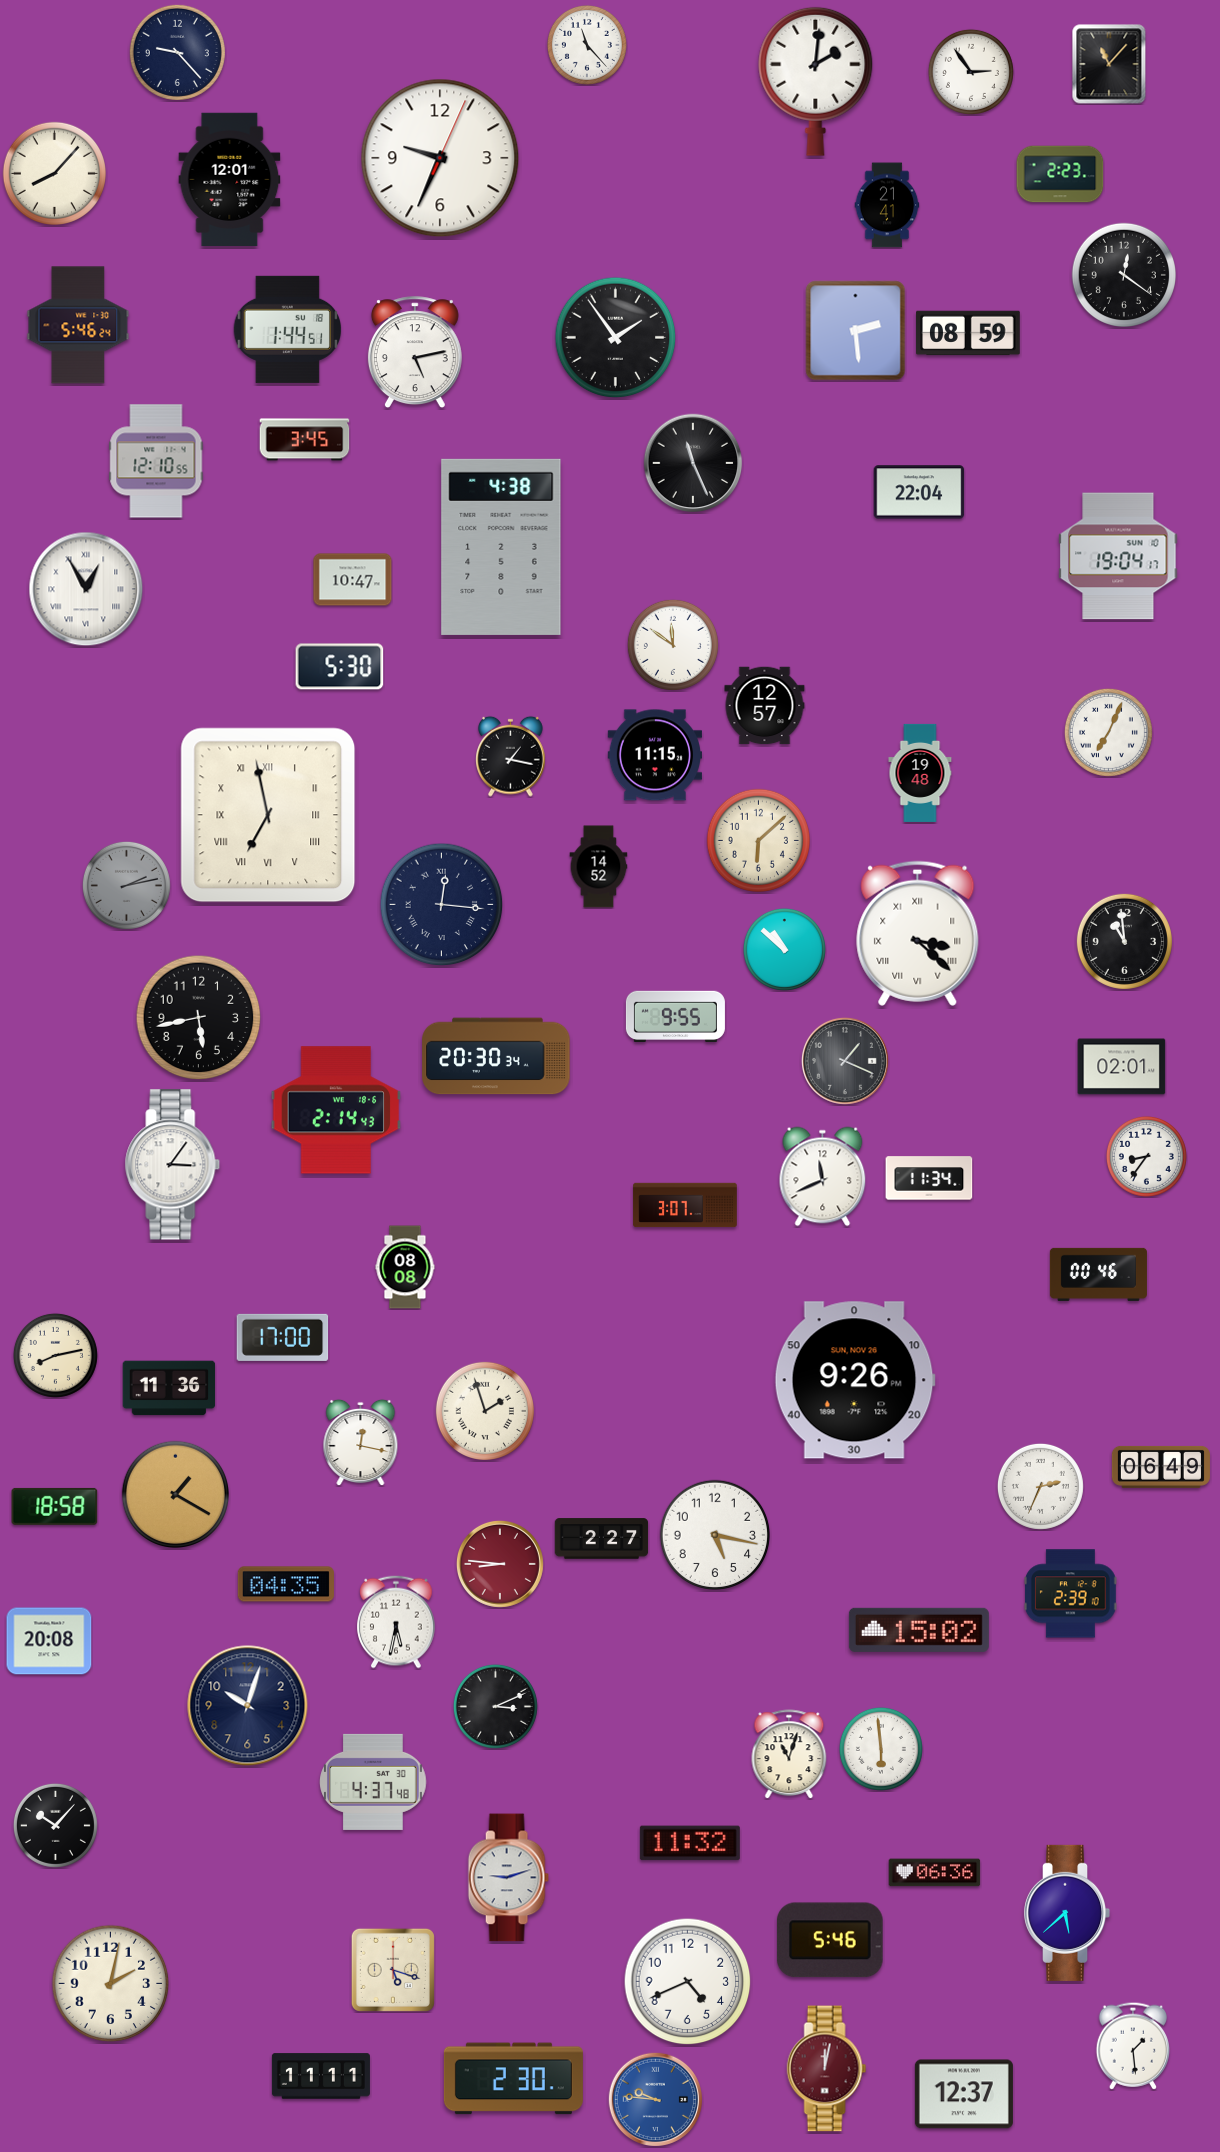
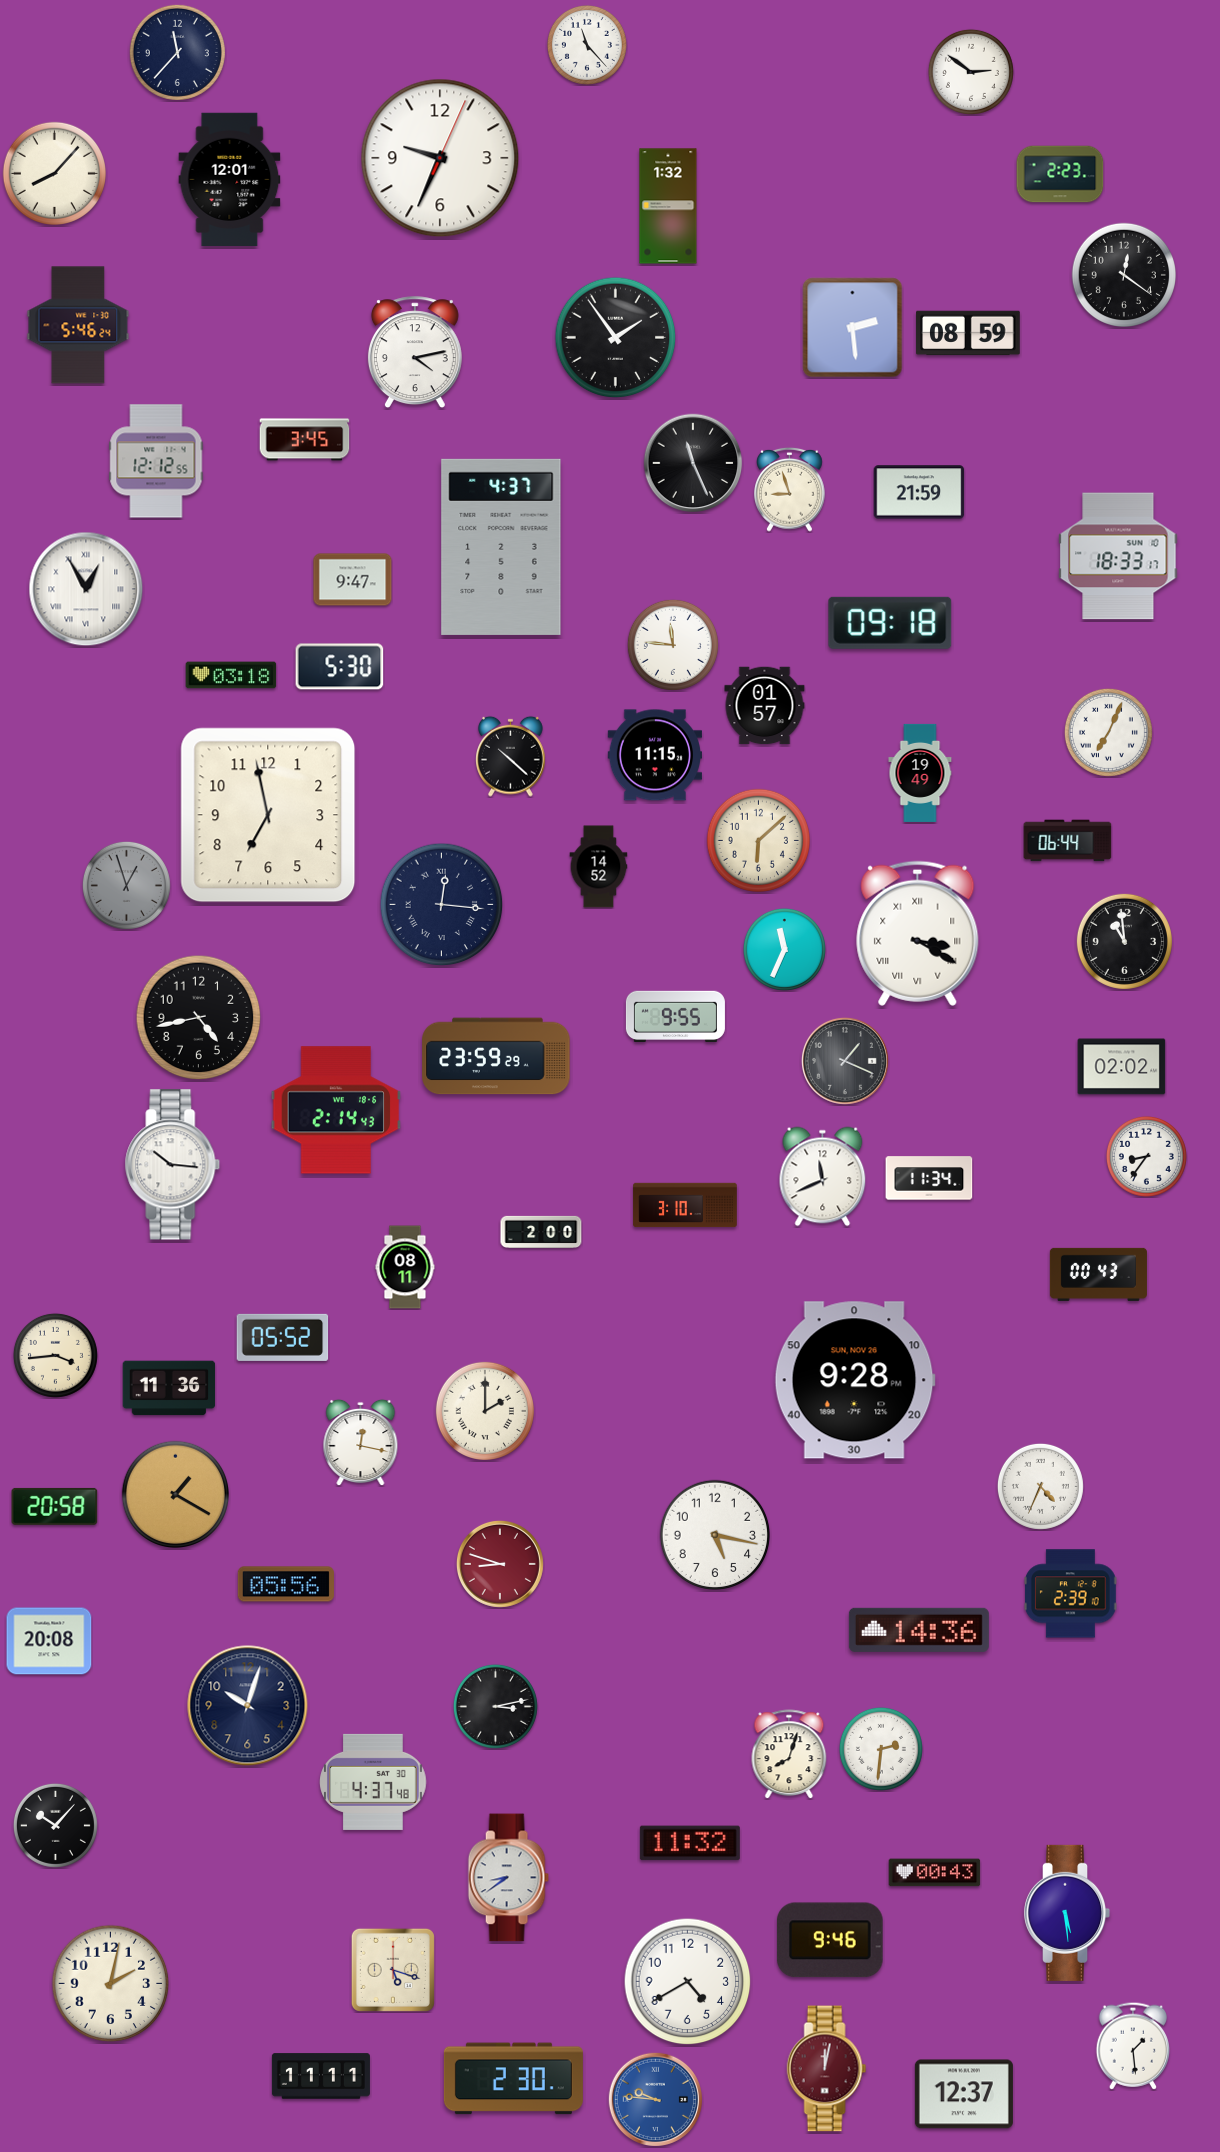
clock at (177, 52): 9:23 -> 11:37
clock at (1109, 64): 11:07 -> none
clock at (971, 72): 2:54 -> 2:51
clock at (816, 81): 2:01 -> none
clock at (887, 205): 21:41 -> none
clock at (668, 206): none -> 1:32
clock at (288, 329): 1:44 -> none
clock at (856, 331) position: (856, 331) -> (853, 328)
clock at (415, 353): 5:13 -> 4:13
clock at (156, 461): 12:10 -> 12:12
clock at (790, 489): none -> 8:57
clock at (919, 492): 22:04 -> 21:59
clock at (501, 547): 4:38 -> 4:37
clock at (1118, 556): 19:04 -> 18:33
clock at (353, 580): 10:47 -> 9:47
clock at (890, 623): none -> 09:18
clock at (673, 645): 11:51 -> 11:46
clock at (231, 675): none -> 03:18
clock at (765, 706): 12:57 -> 01:57
clock at (511, 756): 1:17 -> 10:22
clock at (920, 773): 19:48 -> 19:49
clock at (268, 815) numerals: Roman -> Arabic
clock at (1068, 841): none -> 06:44
clock at (126, 885): 2:13 -> 12:57
clock at (918, 933): 3:22 -> 3:20
clock at (784, 949): 10:52 -> 11:34
clock at (199, 1018): 5:43 -> 4:43
clock at (496, 1056): 20:30 -> 23:59
clock at (1122, 1067): 02:01 -> 02:02
clock at (173, 1165): 3:06 -> 10:16
clock at (685, 1205): 3:07 -> 3:10
clock at (541, 1232): none -> 2:00
clock at (405, 1267): 08:08 -> 08:11
clock at (1098, 1274): 00:46 -> 00:43
clock at (283, 1337): 17:00 -> 05:52
clock at (55, 1355): 8:13 -> 3:44
clock at (855, 1380): 9:26 -> 9:28
clock at (485, 1411): 1:57 -> 2:00
clock at (1161, 1467): 06:49 -> none
clock at (1040, 1486): 2:34 -> 4:34
clock at (55, 1506): 18:58 -> 20:58
clock at (602, 1539): 2:27 -> none
clock at (500, 1564): 8:46 -> 8:48
clock at (286, 1584): 04:35 -> 05:56
clock at (396, 1622): 5:32 -> none
clock at (919, 1630): 15:02 -> 14:36
clock at (495, 1706): 3:11 -> 3:13
clock at (881, 1749): 5:59 -> 2:31
clock at (789, 1754): 11:03 -> 8:03
clock at (935, 1873): 06:36 -> 00:43
clock at (508, 1878): 9:12 -> 8:39
clock at (1067, 1913): 5:38 -> 5:29
clock at (830, 1940): 5:46 -> 9:46
clock at (688, 1982): 4:41 -> 4:40
